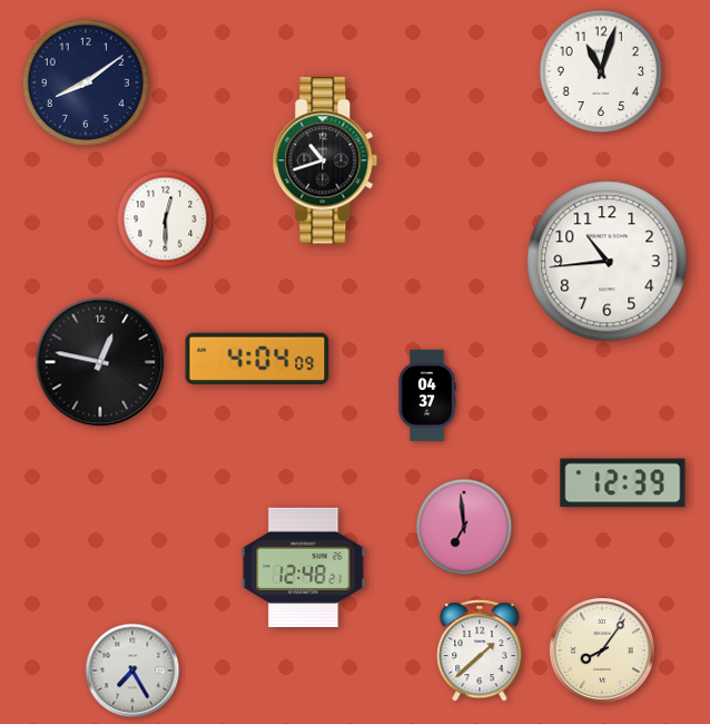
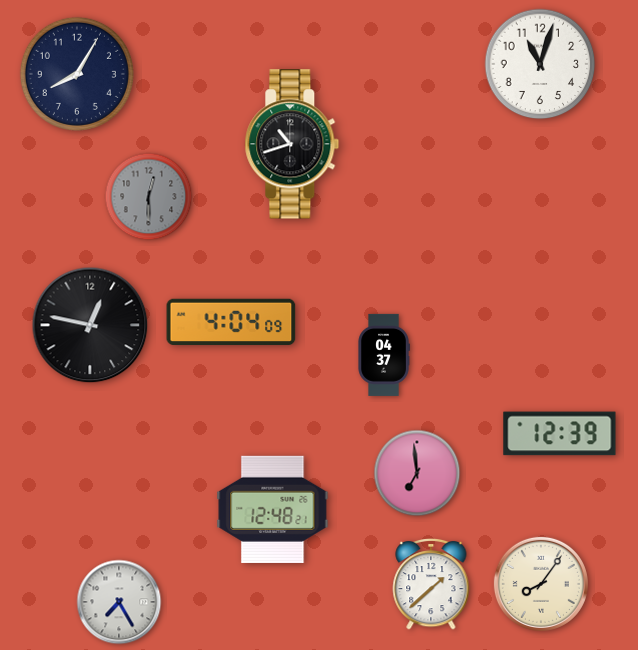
clock at (86, 82): 8:09 -> 8:05
clock at (166, 219) dial: white -> grey
clock at (608, 262): 10:44 -> none
